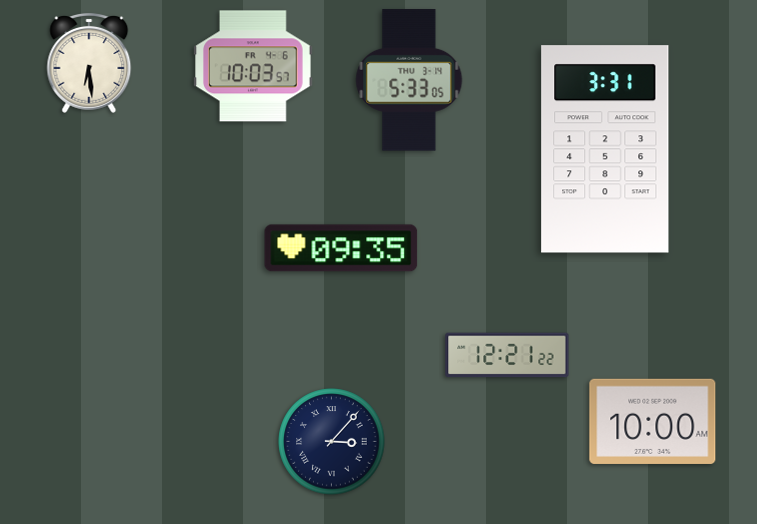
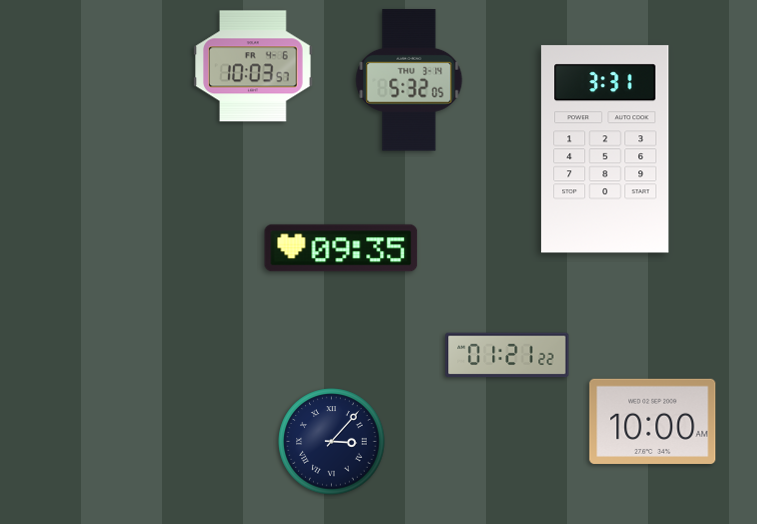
clock at (89, 63): 6:29 -> none
clock at (409, 80): 5:33 -> 5:32
clock at (507, 355): 12:21 -> 01:21
